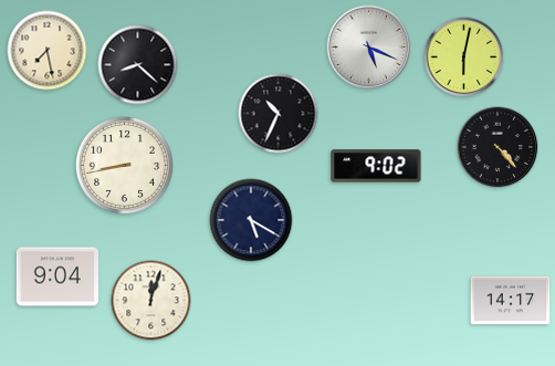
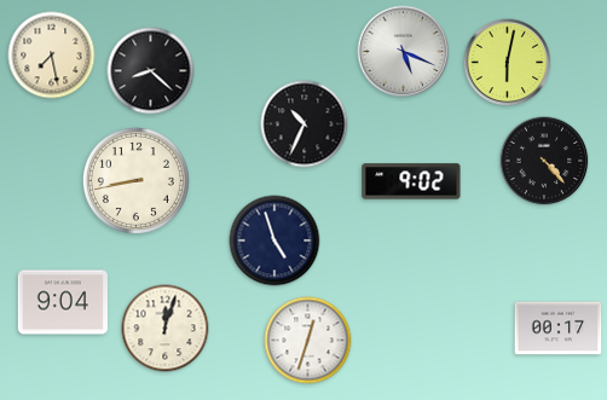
clock at (251, 220): 5:20 -> 4:57
clock at (511, 301): 14:17 -> 00:17
clock at (308, 341): none -> 12:33
